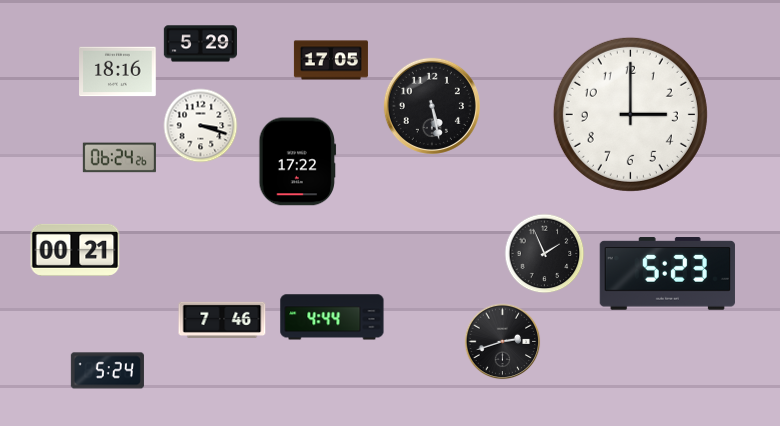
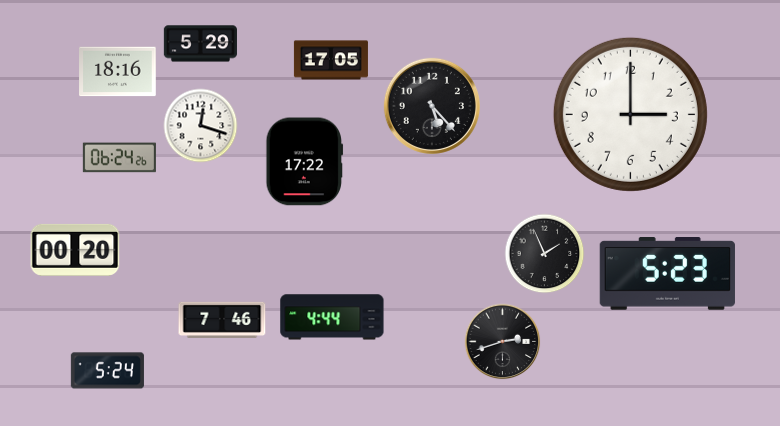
clock at (432, 106): 5:28 -> 5:23
clock at (201, 126): 3:18 -> 12:18
clock at (298, 162) position: (298, 162) -> (305, 162)
clock at (75, 250): 00:21 -> 00:20
